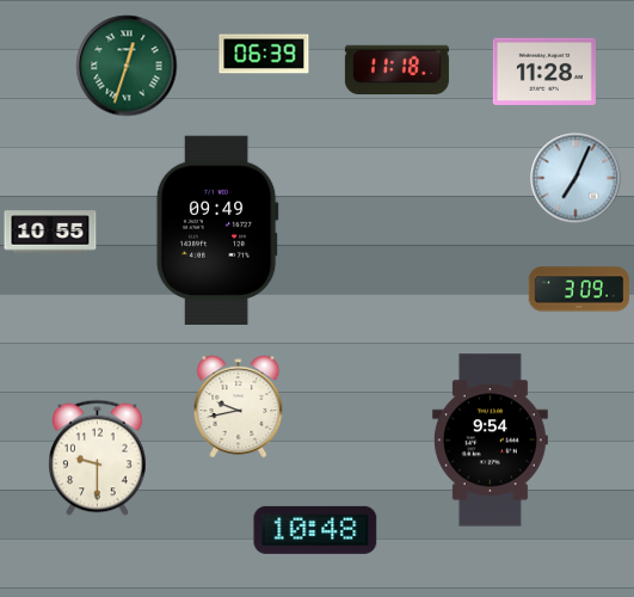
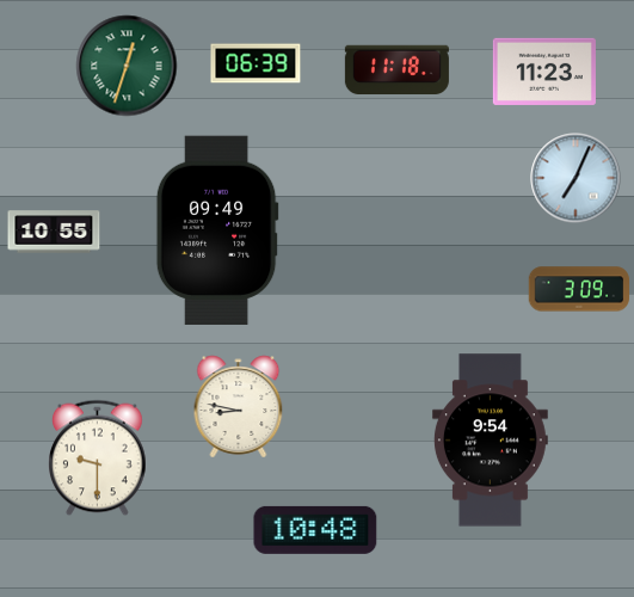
clock at (264, 54) position: (264, 54) -> (256, 63)
clock at (544, 72): 11:28 -> 11:23
clock at (50, 232) position: (50, 232) -> (54, 232)
clock at (239, 407): 9:43 -> 8:47
